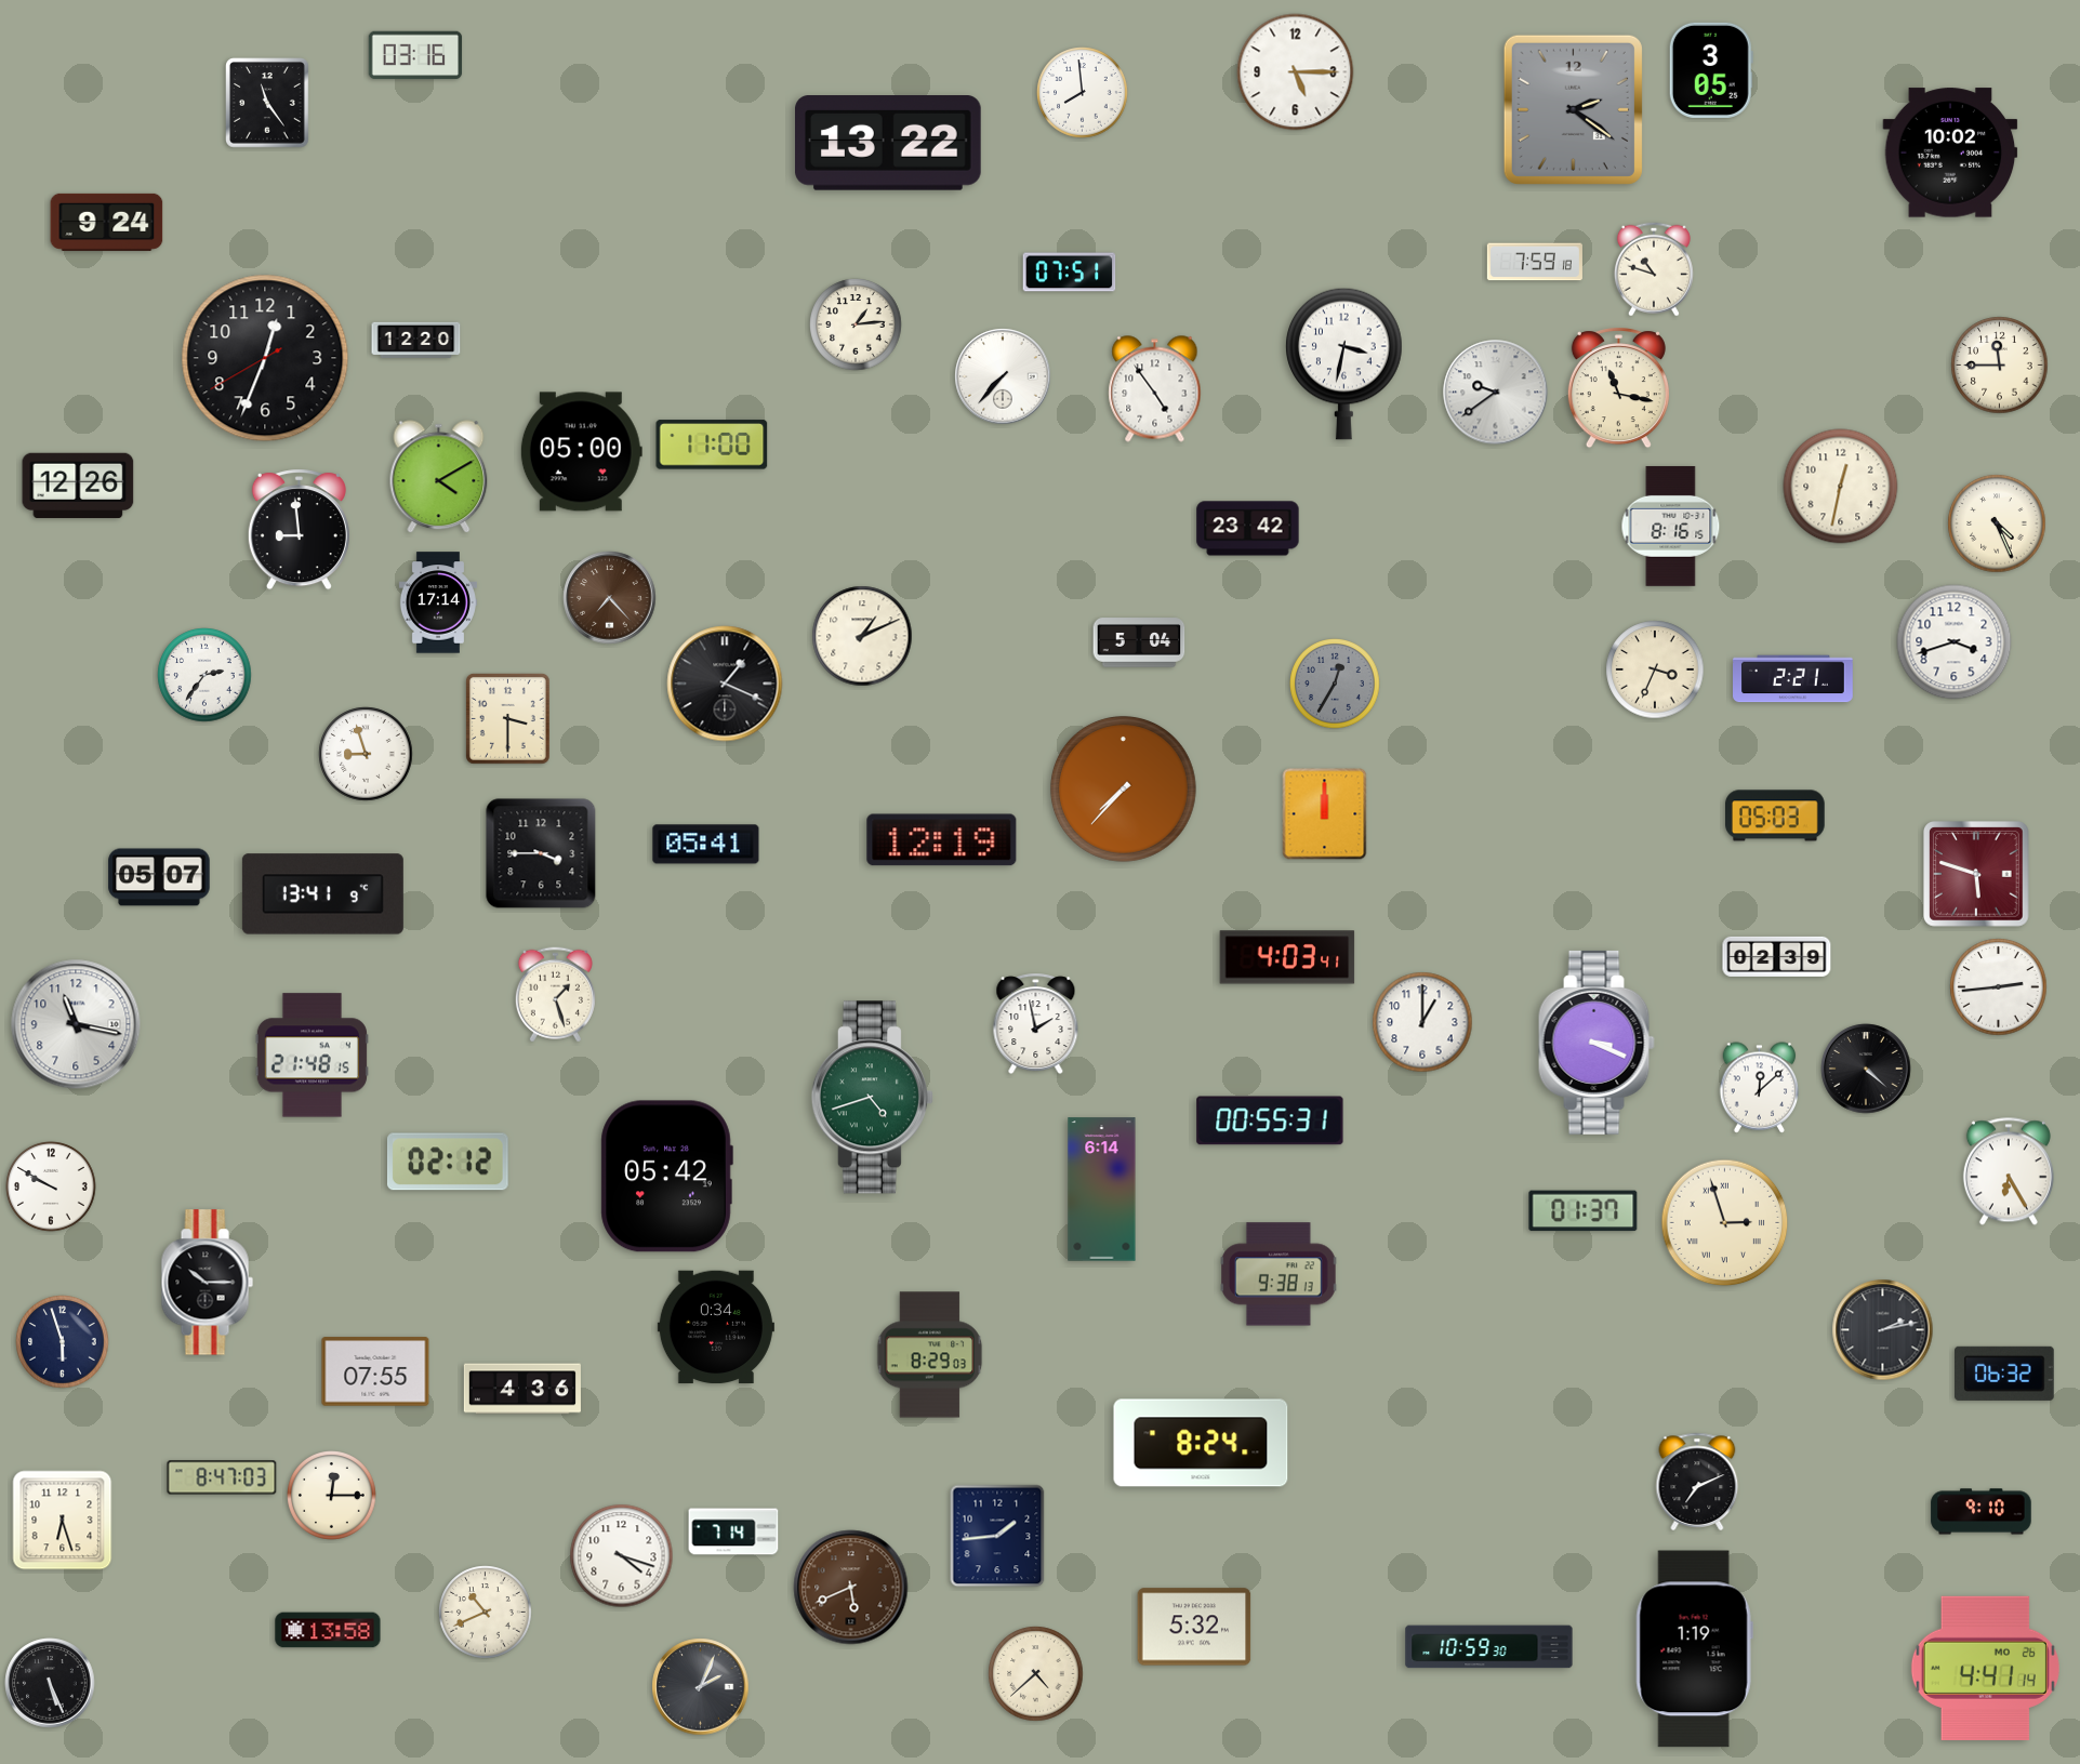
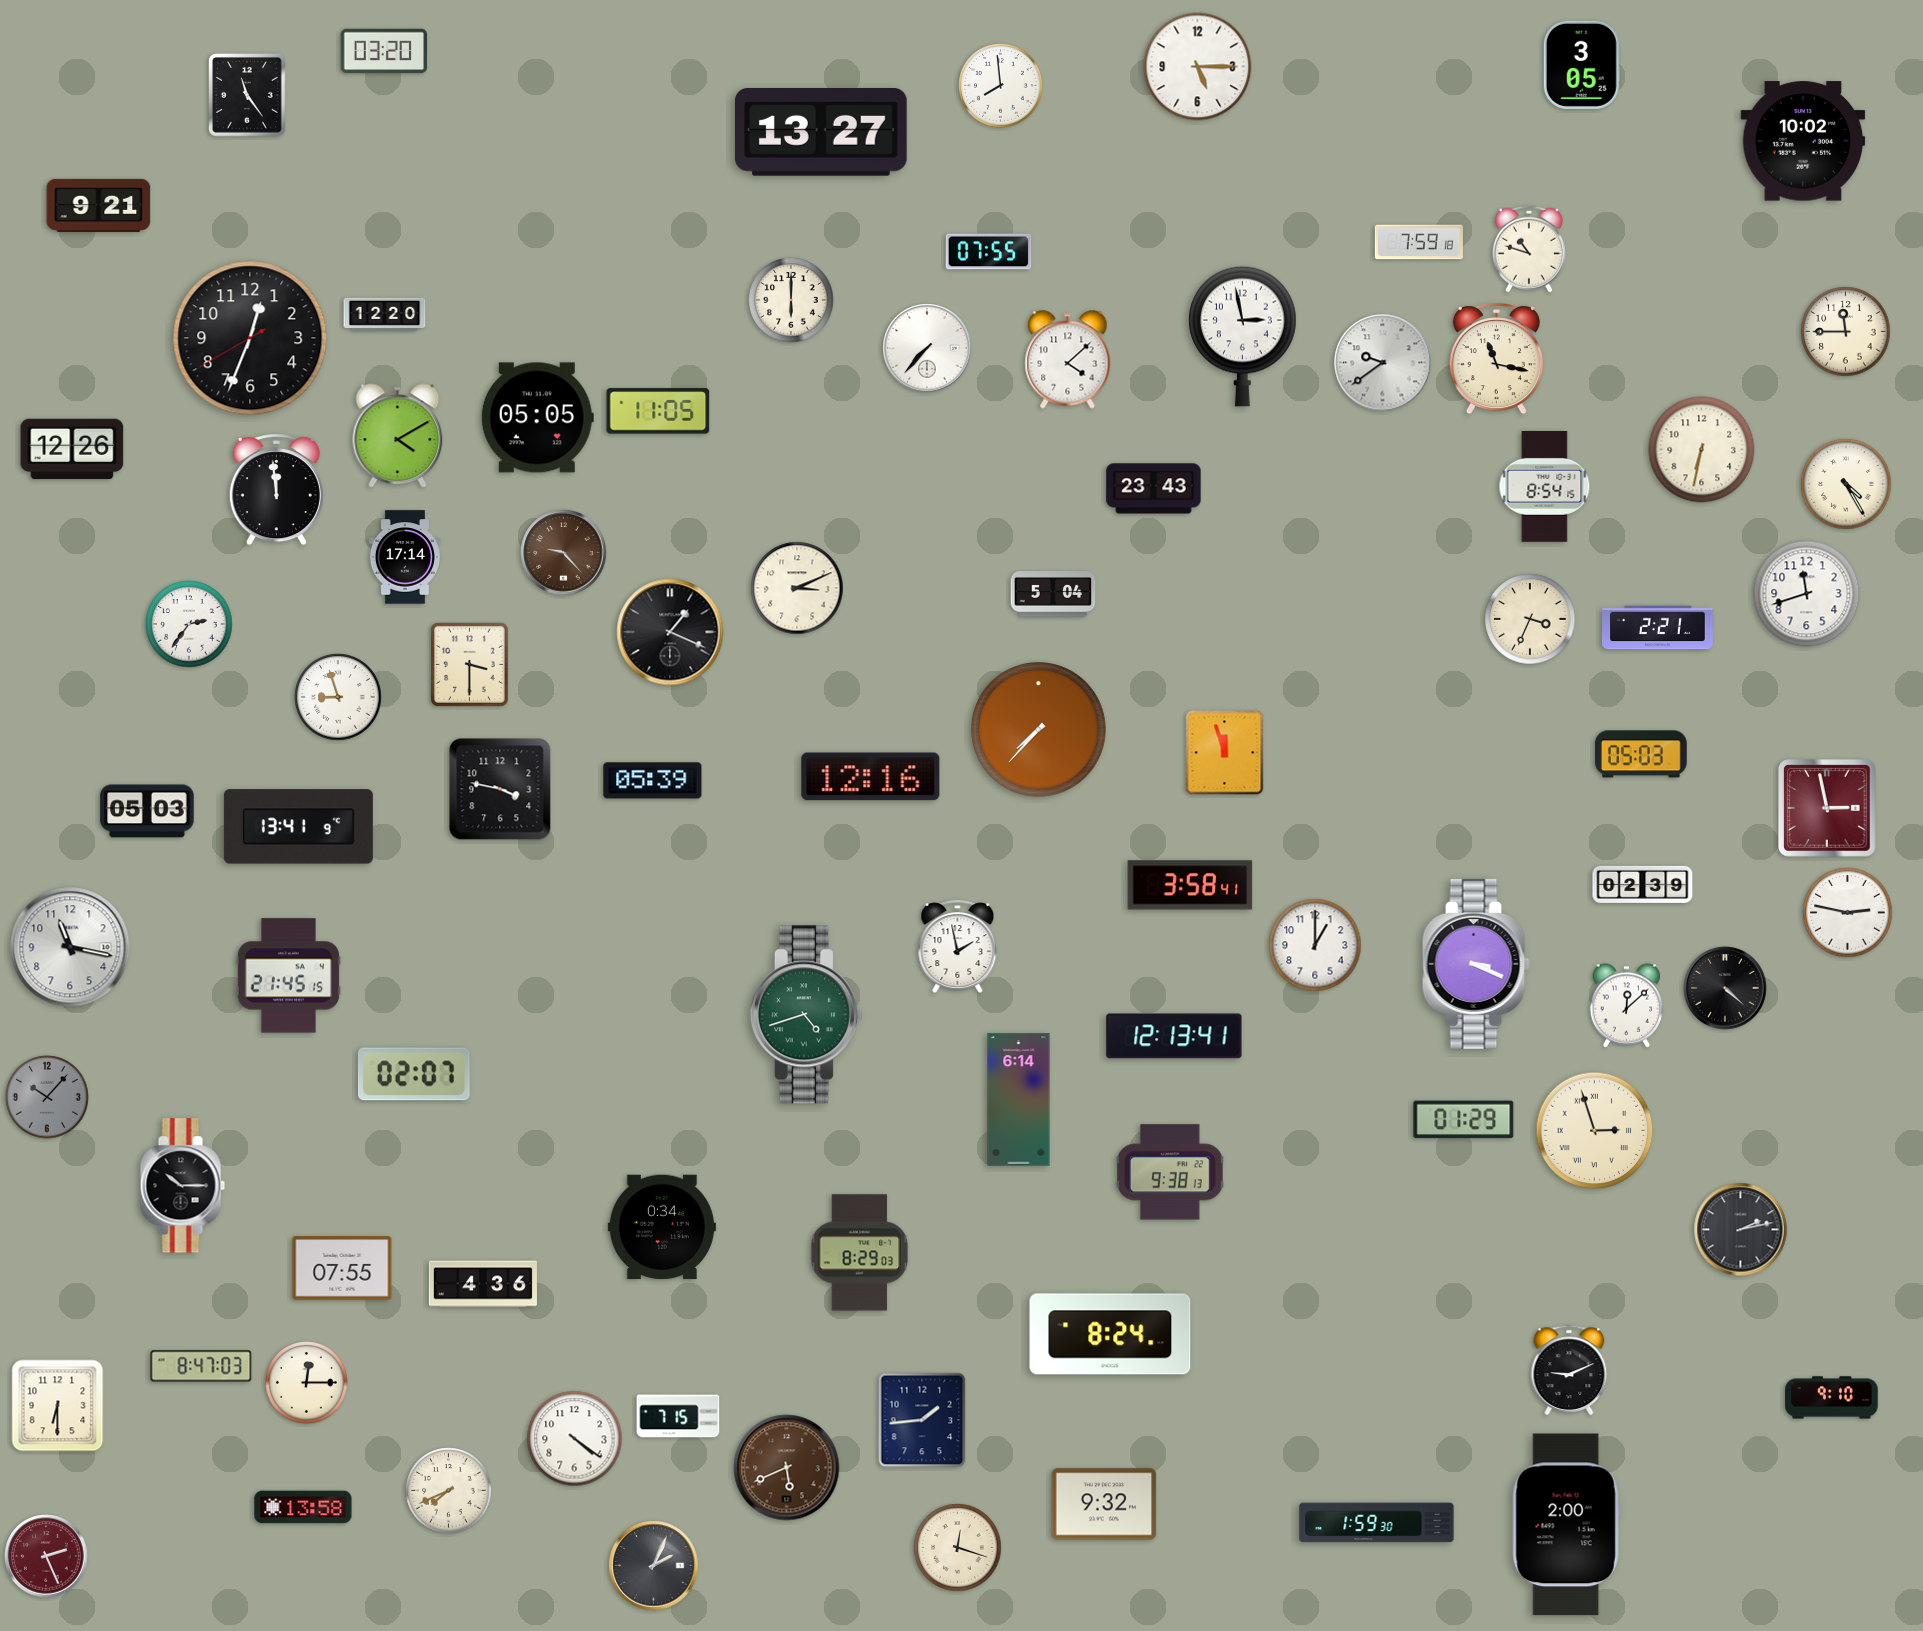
clock at (415, 55): 03:16 -> 03:20
clock at (1573, 109): 2:21 -> none
clock at (889, 144): 13:22 -> 13:27
clock at (107, 222): 9:24 -> 9:21
clock at (1070, 273): 07:51 -> 07:55
clock at (856, 324): 1:14 -> 6:00
clock at (265, 358) position: (265, 358) -> (250, 338)
clock at (1344, 363): 3:32 -> 2:58
clock at (2000, 366) position: (2000, 366) -> (1846, 332)
clock at (1155, 389): 4:54 -> 4:08
clock at (712, 445): 11:00 -> 11:05
clock at (581, 452): 05:00 -> 05:05
clock at (439, 477) position: (439, 477) -> (398, 436)
clock at (1841, 487): 12:32 -> 6:32
clock at (1997, 523): 4:26 -> 4:25
clock at (1671, 526): 8:16 -> 8:54
clock at (1248, 529): 23:42 -> 23:43
clock at (299, 530): 8:59 -> 11:59
clock at (610, 598): 7:23 -> 9:23
clock at (862, 636): 1:11 -> 3:11
clock at (1955, 642): 3:42 -> 11:42
clock at (1336, 685): 12:35 -> none
clock at (1325, 814): 12:00 -> 11:57
clock at (942, 840): 12:19 -> 12:16
clock at (706, 845): 05:41 -> 05:39
clock at (541, 853): 3:45 -> 3:47
clock at (1977, 875): 5:48 -> 2:58
clock at (159, 877): 05:07 -> 05:03
clock at (1287, 957): 4:03 -> 3:58
clock at (1999, 987): 2:44 -> 2:47
clock at (555, 995): 1:27 -> none
clock at (312, 1056): 21:48 -> 21:45
clock at (1270, 1120): 00:55 -> 12:13
clock at (448, 1162): 02:12 -> 02:07
clock at (2009, 1171): 6:25 -> none
clock at (666, 1177): 05:42 -> none
clock at (52, 1188): 9:50 -> 10:07
clock at (52, 1188) dial: white -> grey
clock at (1584, 1211): 01:37 -> 01:29
clock at (1280, 1274) position: (1280, 1274) -> (1171, 1172)
clock at (207, 1283) position: (207, 1283) -> (182, 1186)
clock at (63, 1342): 5:57 -> none
clock at (375, 1371) position: (375, 1371) -> (342, 1268)
clock at (2005, 1374): 06:32 -> none
clock at (222, 1477) position: (222, 1477) -> (201, 1366)
clock at (1697, 1482): 7:11 -> 9:11
clock at (63, 1521): 6:27 -> 6:30
clock at (733, 1531): 7:14 -> 7:15
clock at (622, 1556): 4:18 -> 4:21
clock at (486, 1613): 10:41 -> 7:41
clock at (1194, 1627): 5:32 -> 9:32
clock at (1489, 1647): 10:59 -> 1:59
clock at (1694, 1649): 1:19 -> 2:00
clock at (1985, 1668): 4:41 -> none
clock at (1036, 1674): 4:38 -> 12:18
clock at (50, 1683): 5:26 -> 2:26
clock at (50, 1683) dial: black -> burgundy
clock at (701, 1687) position: (701, 1687) -> (654, 1566)
